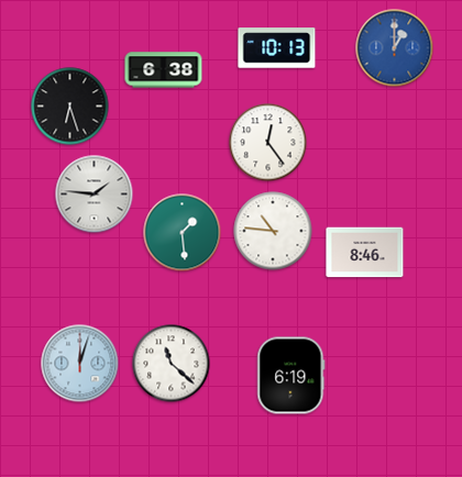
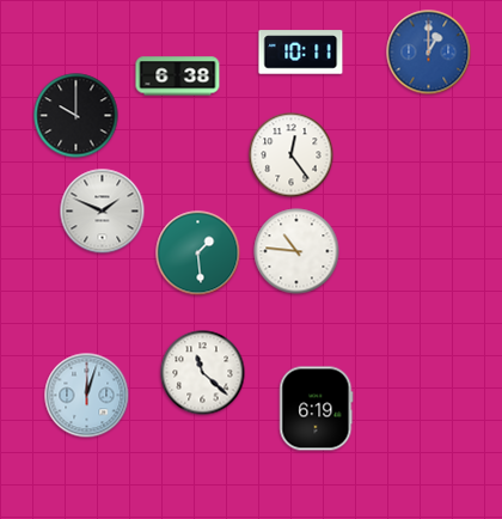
clock at (277, 48): 10:13 -> 10:11
clock at (70, 107): 6:27 -> 10:00
clock at (95, 195): 1:46 -> 1:49
clock at (365, 253): 8:46 -> none
clock at (172, 364) position: (172, 364) -> (203, 373)
